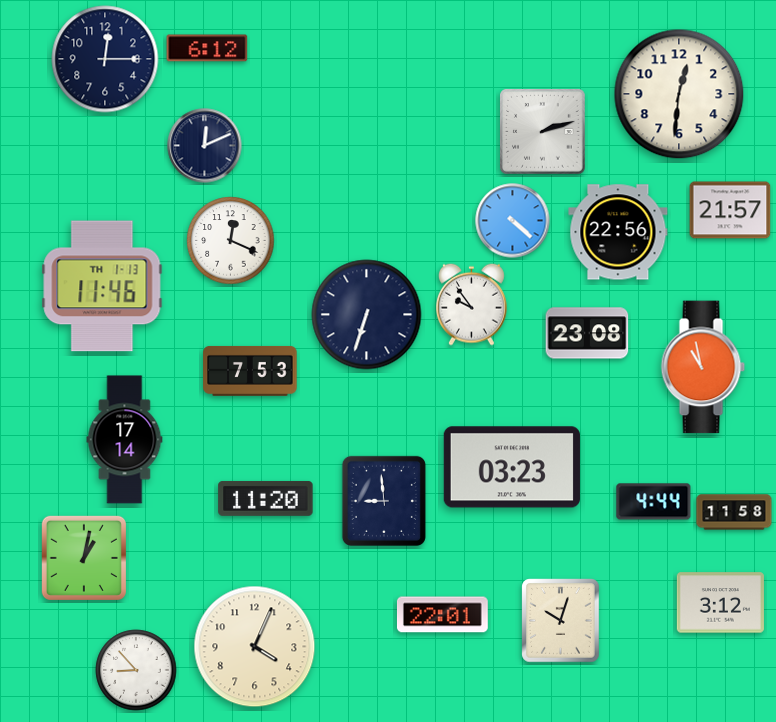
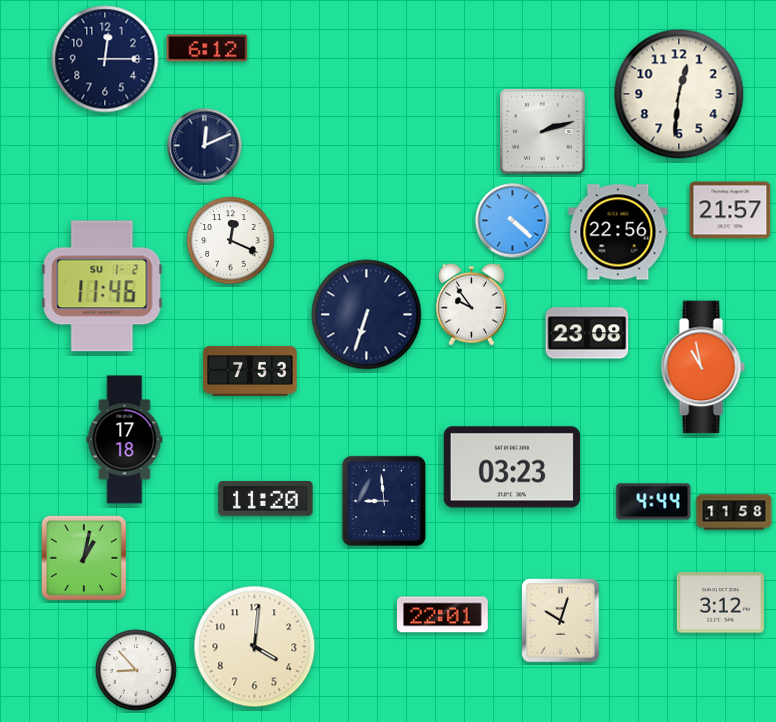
clock at (102, 286) date: TH 1-13 -> SU 1-2
clock at (125, 440): 17:14 -> 17:18
clock at (255, 647): 4:04 -> 4:01
